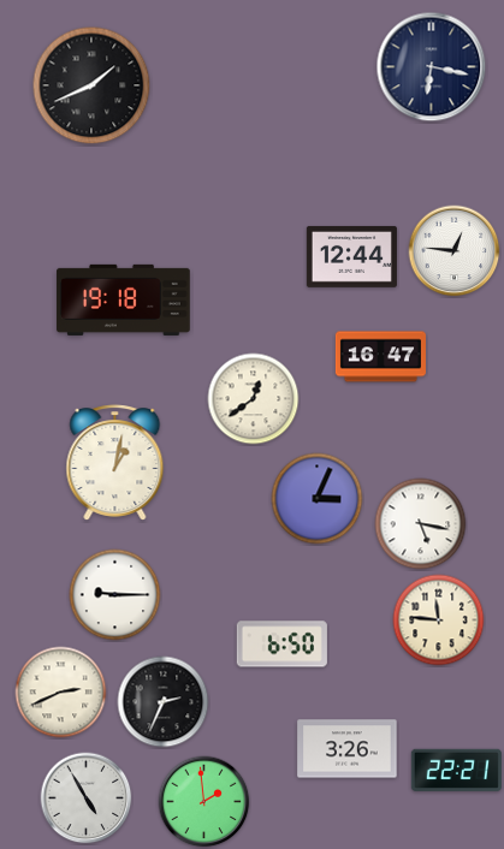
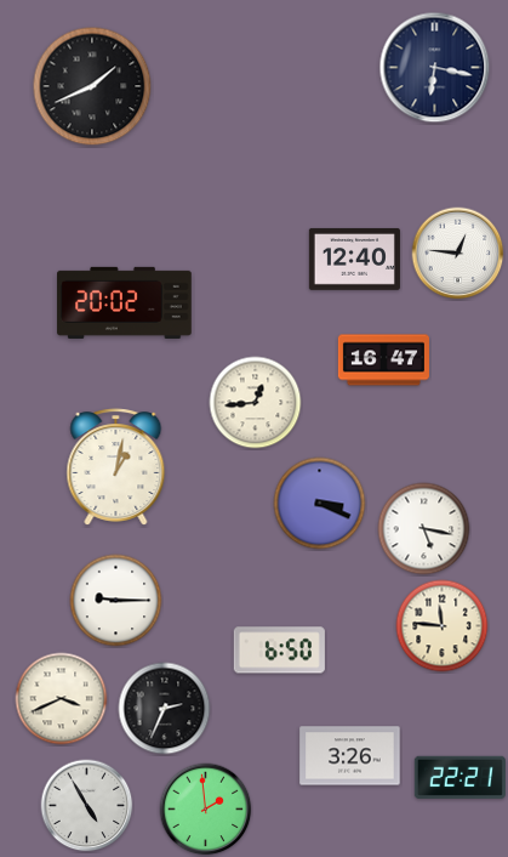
clock at (351, 257): 12:44 -> 12:40
clock at (124, 299): 19:18 -> 20:02
clock at (254, 399): 12:39 -> 12:44
clock at (318, 499): 3:04 -> 3:19
clock at (281, 645) position: (281, 645) -> (279, 651)
clock at (61, 693): 2:41 -> 3:41
